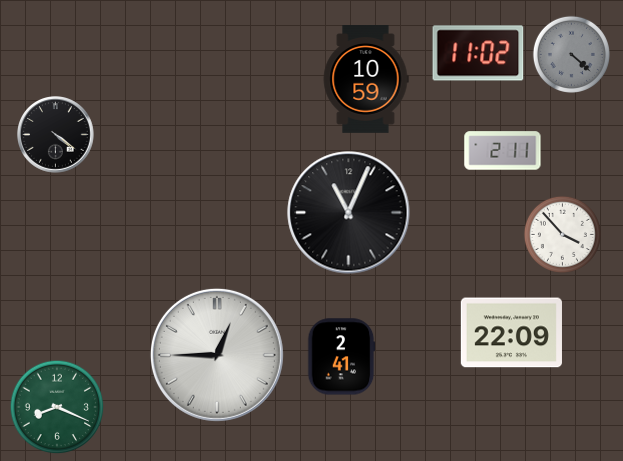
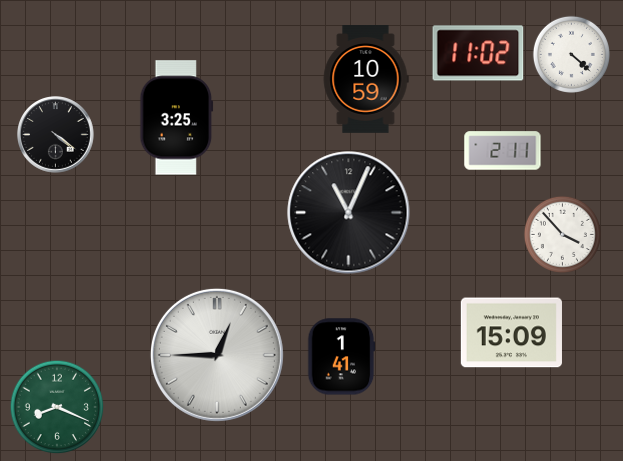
clock at (571, 54) dial: grey -> white
clock at (177, 118): none -> 3:25
clock at (511, 333): 22:09 -> 15:09
clock at (341, 357): 2:41 -> 1:41
